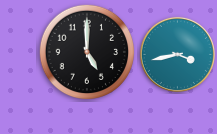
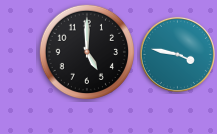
clock at (177, 54): 3:43 -> 3:47
